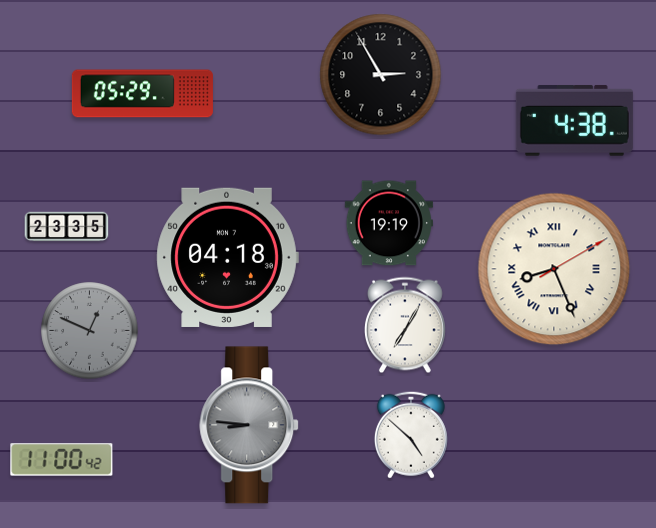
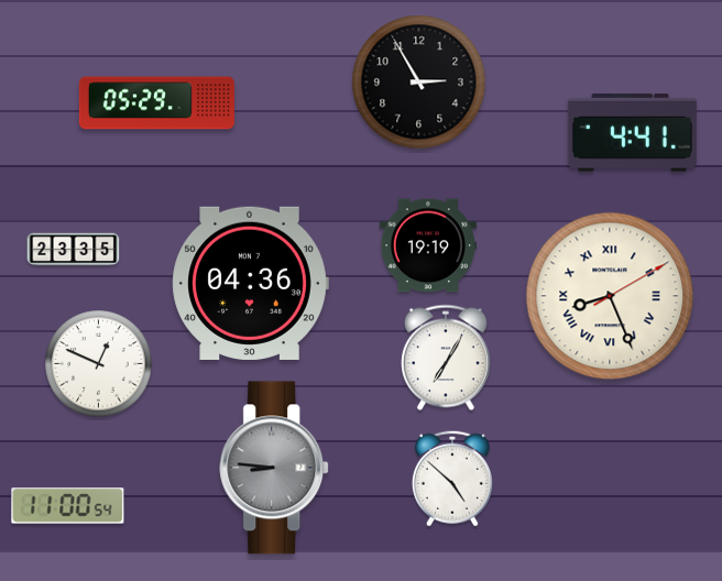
clock at (574, 121): 4:38 -> 4:41
clock at (227, 257): 04:18 -> 04:36
clock at (90, 331) dial: grey -> white
clock at (62, 460): 11:00:42 -> 11:00:54
